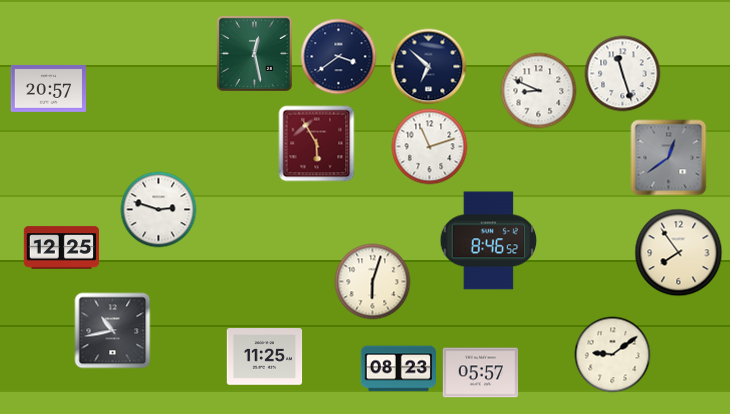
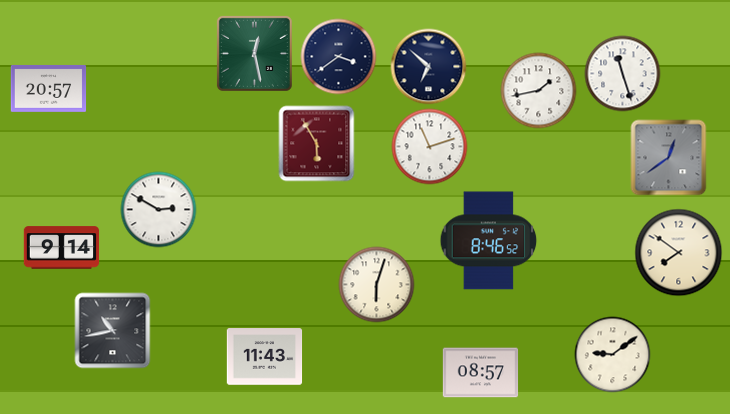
clock at (539, 91): 8:49 -> 1:43
clock at (159, 210): 2:48 -> 2:50
clock at (62, 248): 12:25 -> 9:14
clock at (679, 253): 7:54 -> 7:51
clock at (373, 282) position: (373, 282) -> (377, 285)
clock at (265, 357): 11:25 -> 11:43
clock at (399, 369): 08:23 -> none
clock at (481, 373): 05:57 -> 08:57
